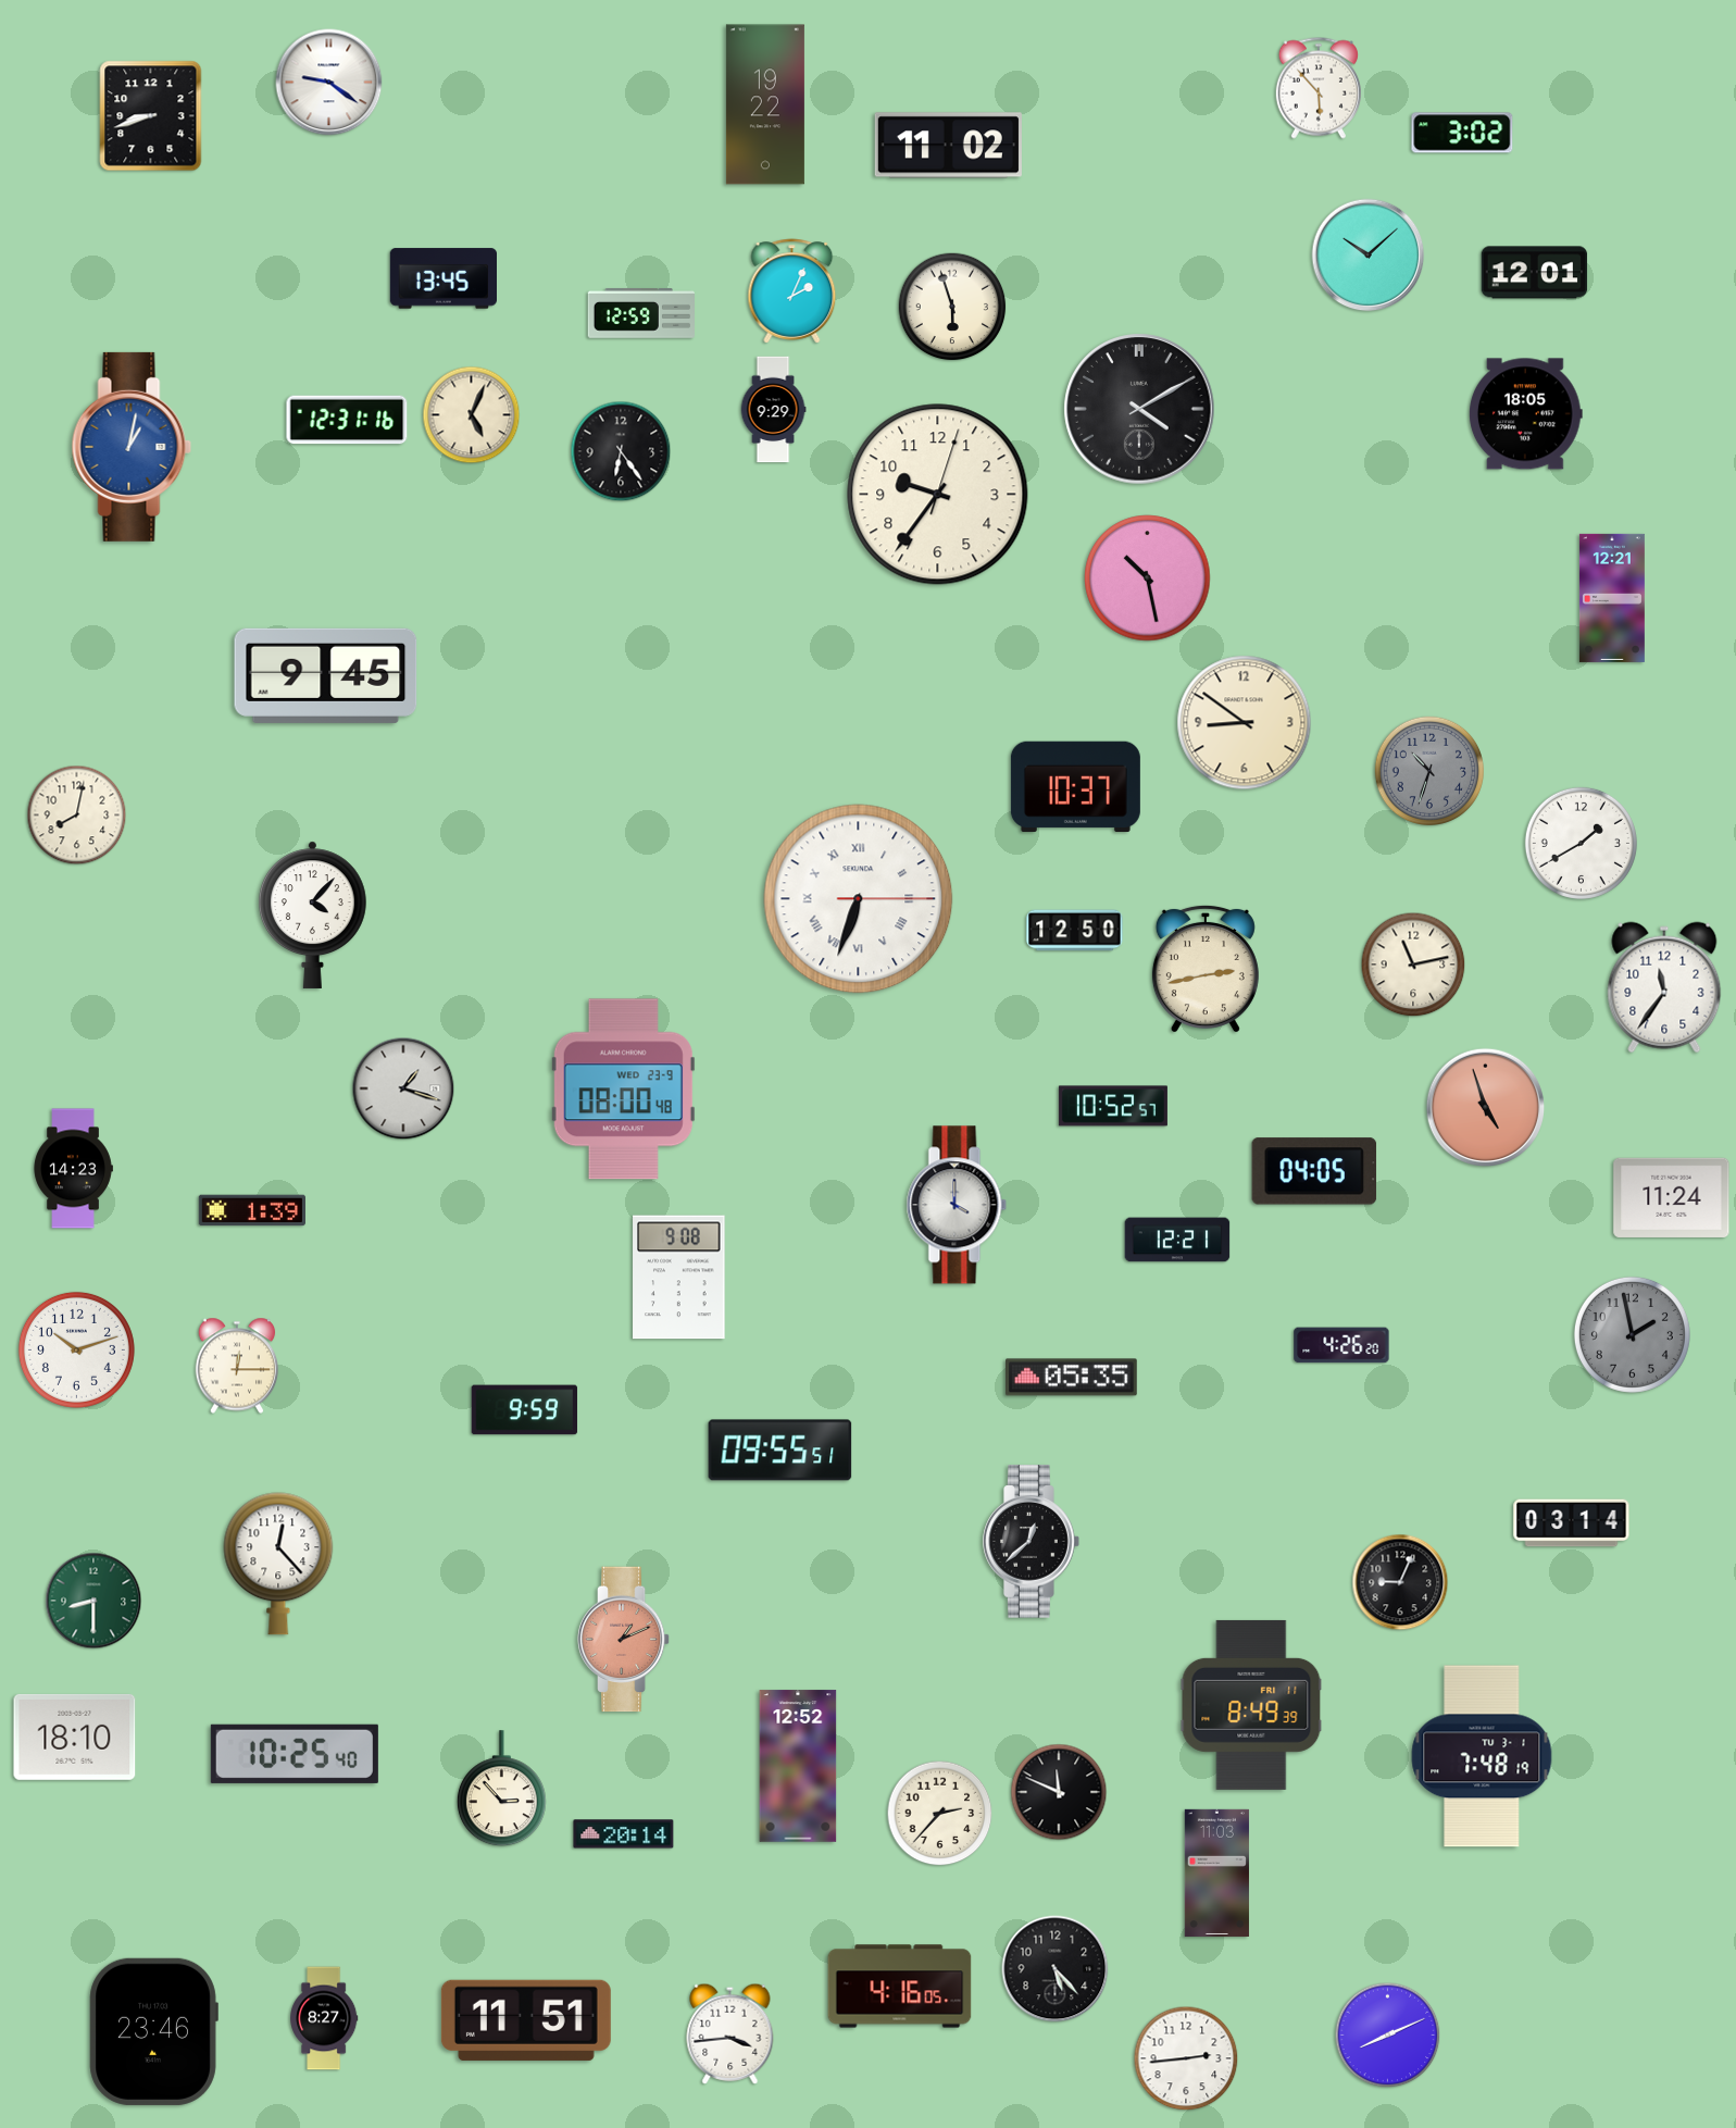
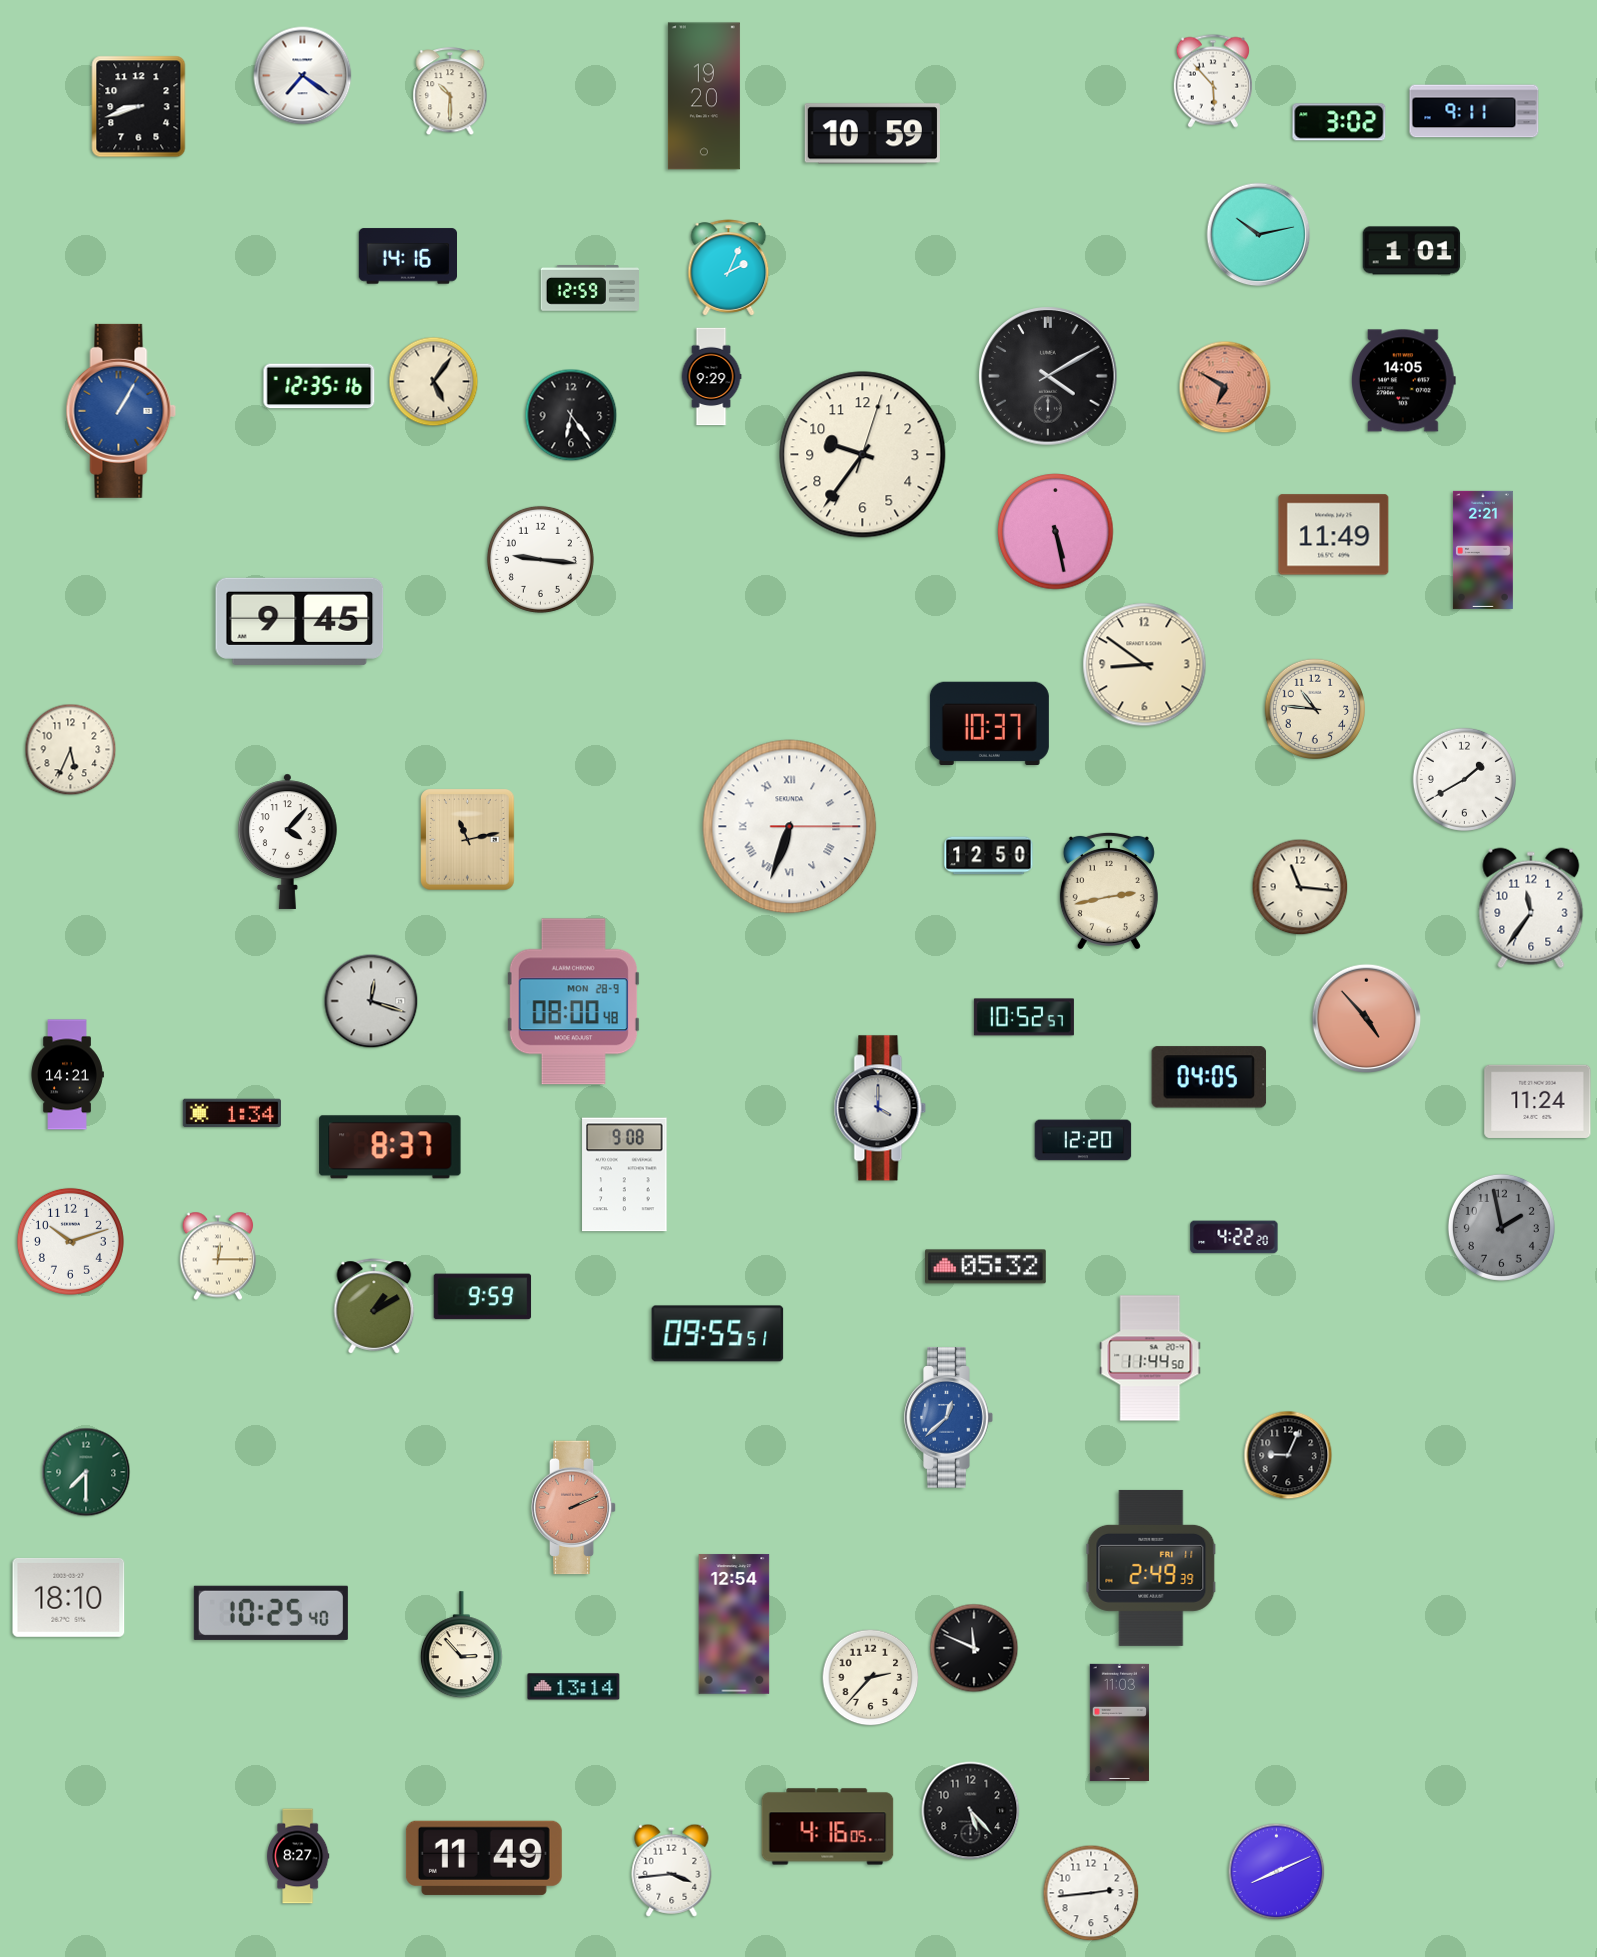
clock at (329, 83): 9:21 -> 7:21
clock at (450, 92): none -> 10:30
clock at (765, 104): 19:22 -> 19:20
clock at (1474, 111): none -> 9:11
clock at (1462, 133) position: (1462, 133) -> (1339, 122)
clock at (948, 146): 11:02 -> 10:59
clock at (1369, 256): 10:08 -> 10:13
clock at (1535, 273): 12:01 -> 1:01
clock at (442, 278): 13:45 -> 14:16
clock at (952, 307): 5:57 -> none
clock at (1525, 414): 18:05 -> 14:05
clock at (472, 415): 5:04 -> 5:06
clock at (347, 420): 12:31 -> 12:35
clock at (1225, 387): none -> 6:50
clock at (132, 447): 1:02 -> 1:05
clock at (1148, 578): 10:28 -> 5:28
clock at (1334, 535): none -> 11:49
clock at (1612, 598): 12:21 -> 2:21
clock at (540, 559): none -> 9:16
clock at (1428, 770): 10:33 -> 10:46
clock at (1428, 770) dial: grey -> cream
clock at (77, 816): 8:02 -> 5:34
clock at (1581, 843) position: (1581, 843) -> (1464, 779)
clock at (468, 840): none -> 11:13
clock at (1413, 965): 11:13 -> 11:16
clock at (403, 1088): 1:18 -> 12:18
clock at (623, 1090) date: WED 23-9 -> MON 28-9
clock at (1486, 1108): 4:57 -> 4:53
clock at (73, 1169): 14:23 -> 14:21
clock at (251, 1210): 1:39 -> 1:34
clock at (1177, 1240): 12:21 -> 12:20
clock at (390, 1147): none -> 8:37
clock at (1341, 1345): 4:26 -> 4:22
clock at (1072, 1378): 05:35 -> 05:32
clock at (374, 1306): none -> 1:10
clock at (1150, 1358): none -> 11:44
clock at (1572, 1523): 03:14 -> none
clock at (1032, 1542) dial: black -> blue
clock at (278, 1564): 12:23 -> none
clock at (93, 1601): 8:30 -> 7:30
clock at (624, 1640): 1:11 -> 2:11
clock at (1251, 1705): 8:49 -> 2:49
clock at (1482, 1756): 7:48 -> none
clock at (798, 1766): 12:52 -> 12:54
clock at (940, 1814) position: (940, 1814) -> (871, 1678)
clock at (624, 1834): 20:14 -> 13:14
clock at (526, 2020): 11:51 -> 11:49
clock at (153, 2031): 23:46 -> none
